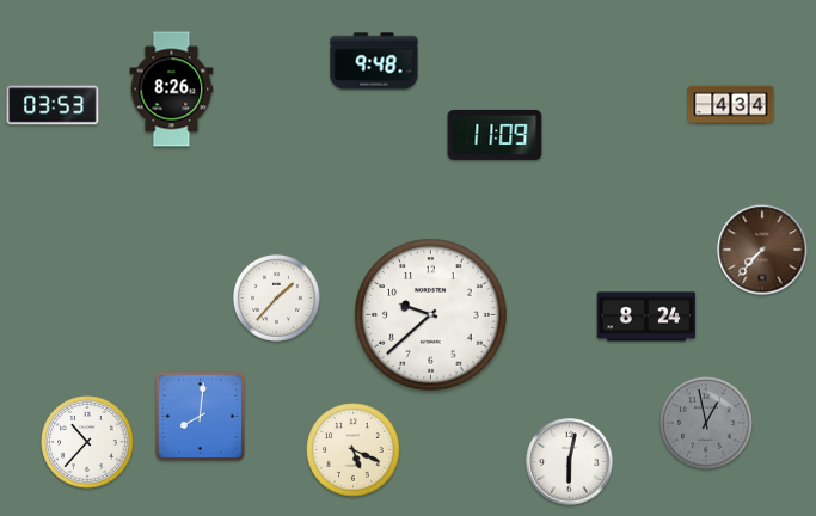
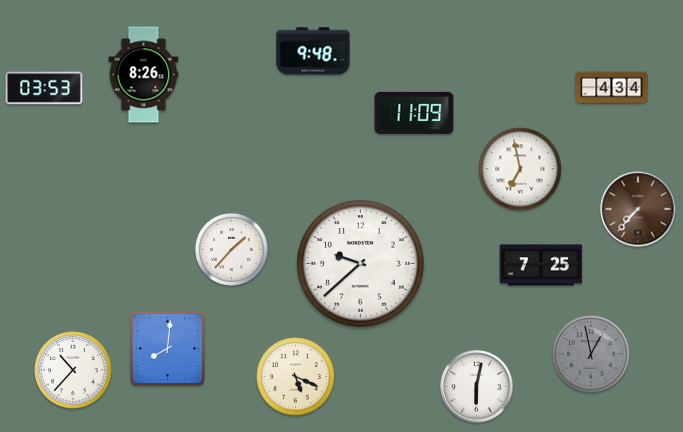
clock at (520, 169): none -> 6:58
clock at (646, 317): 8:24 -> 7:25
